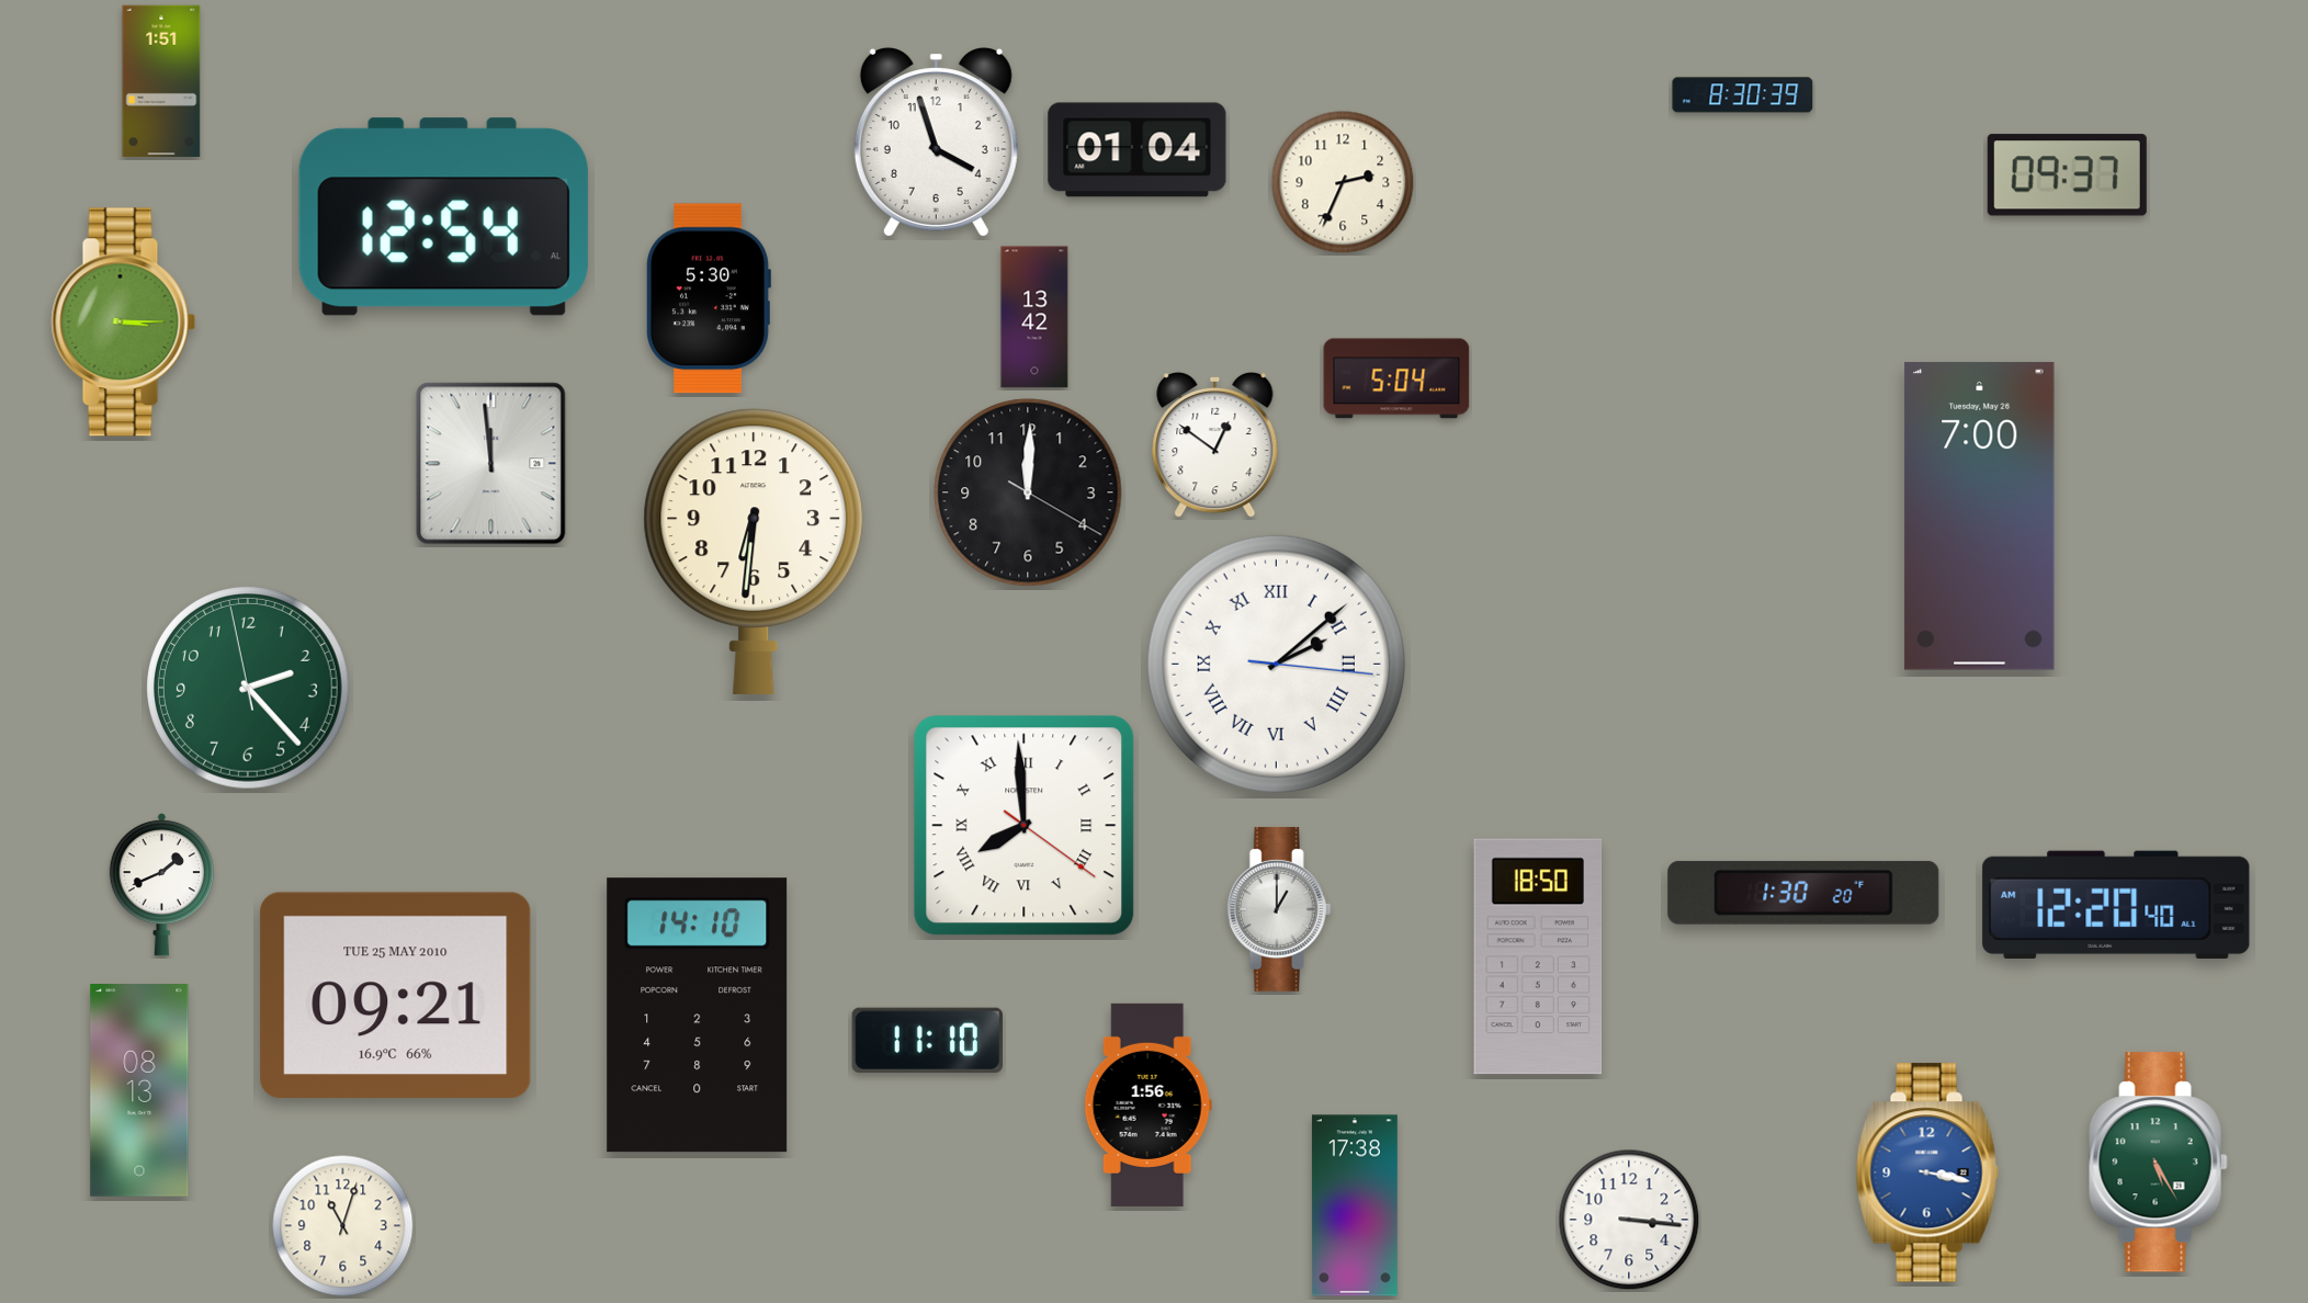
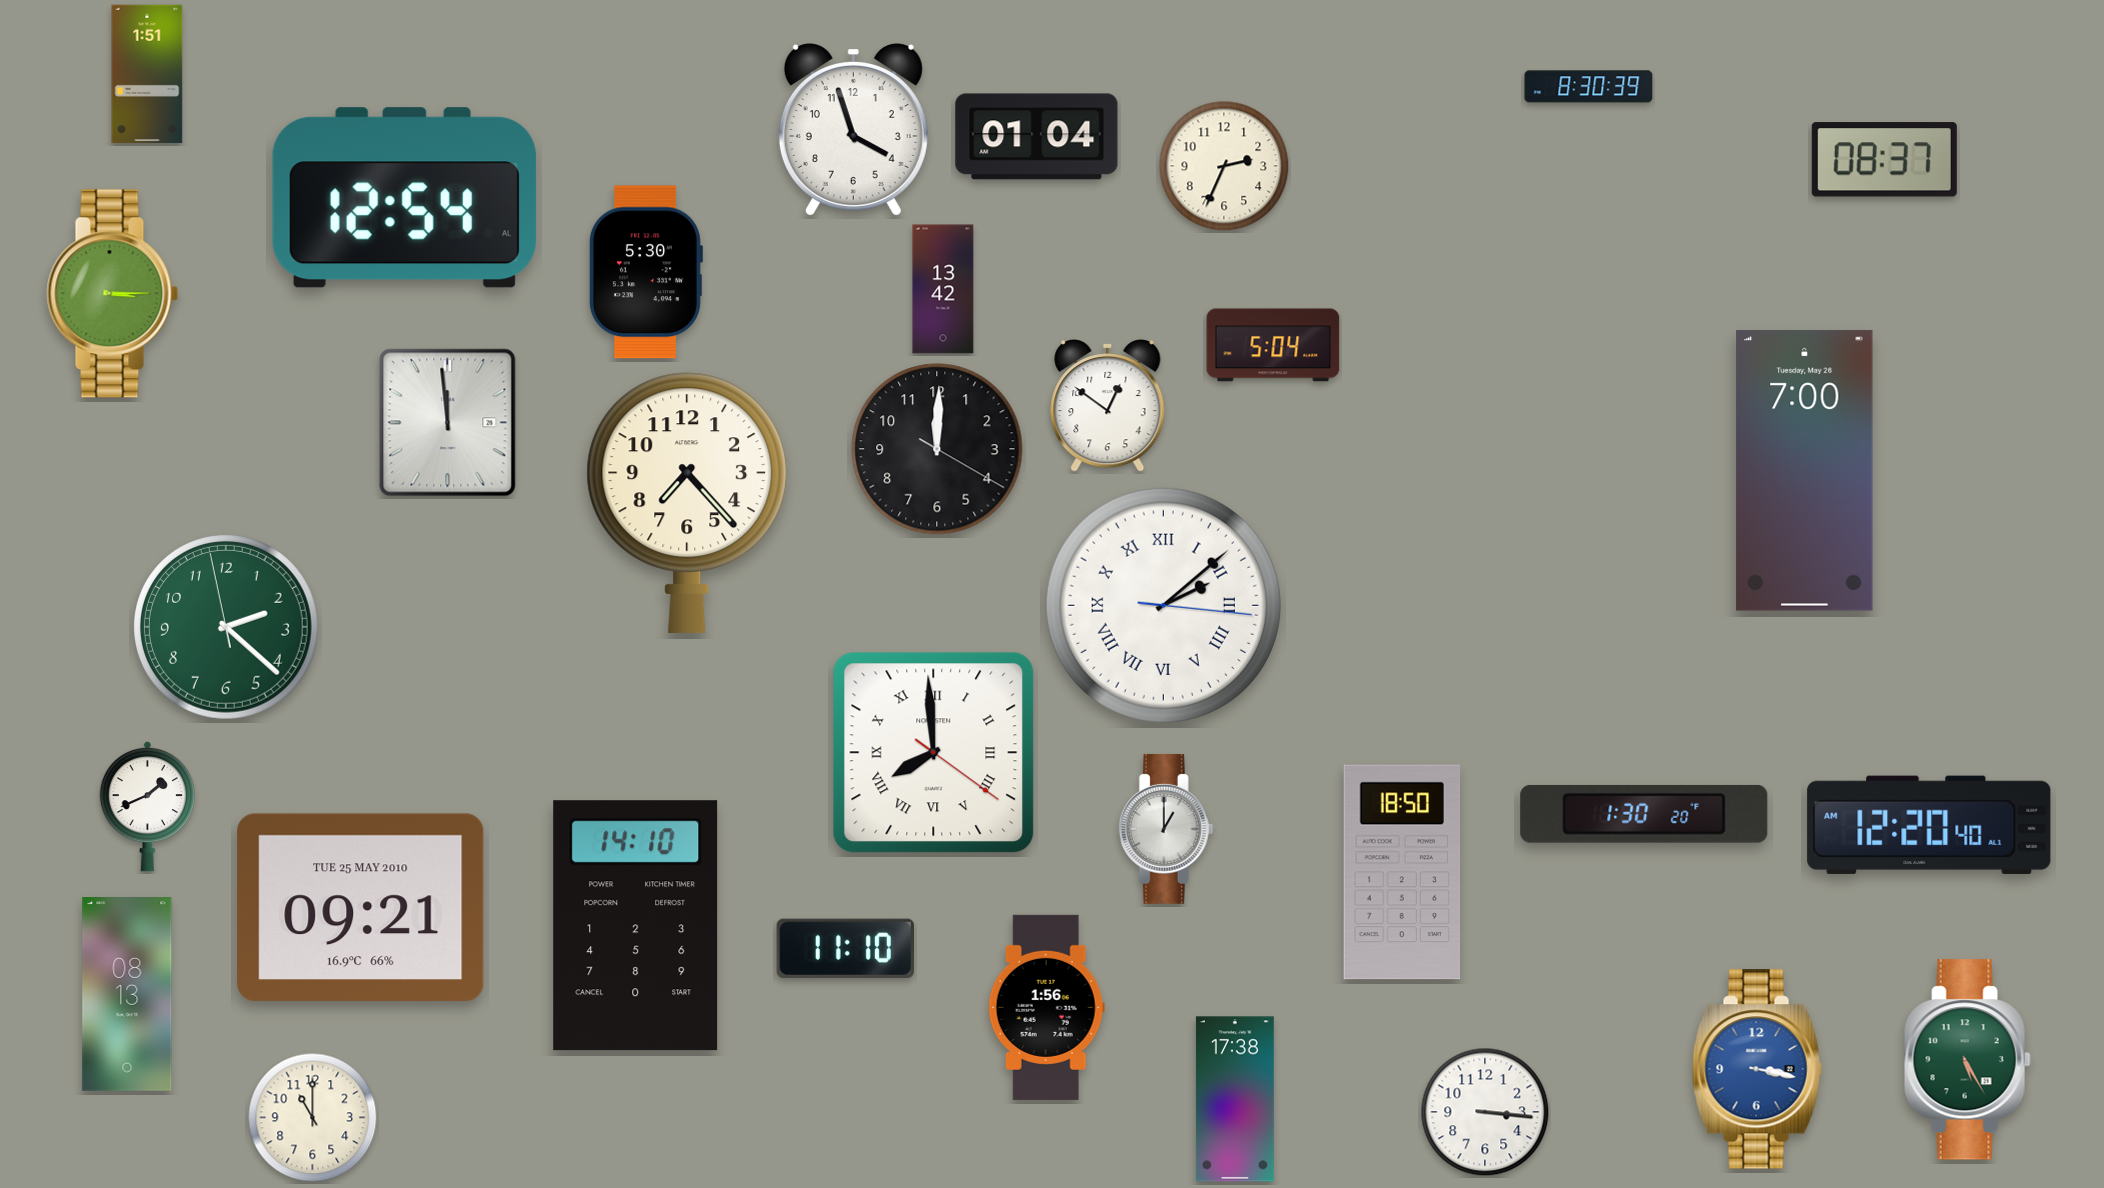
clock at (2067, 175): 09:37 -> 08:37
clock at (754, 552): 6:31 -> 7:23
clock at (249, 689): 2:22 -> 2:21
clock at (343, 1226): 11:03 -> 11:00
